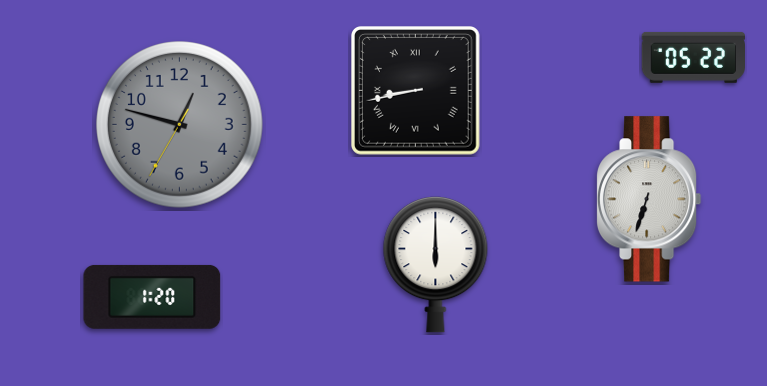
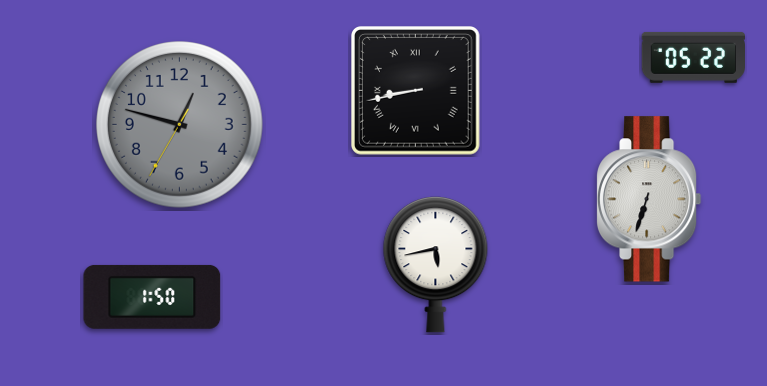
clock at (436, 265): 6:00 -> 5:43
clock at (152, 297): 1:20 -> 1:50
